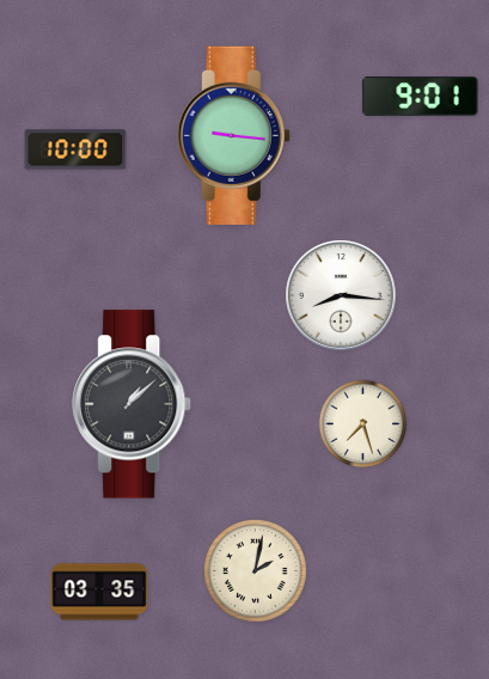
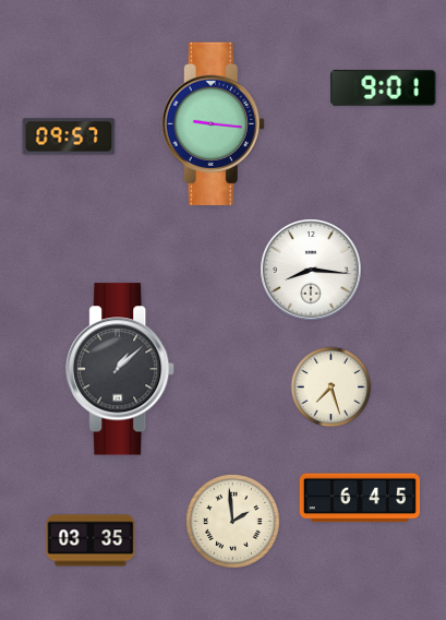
clock at (75, 149): 10:00 -> 09:57
clock at (360, 498): none -> 6:45
clock at (255, 570): 2:02 -> 1:59
